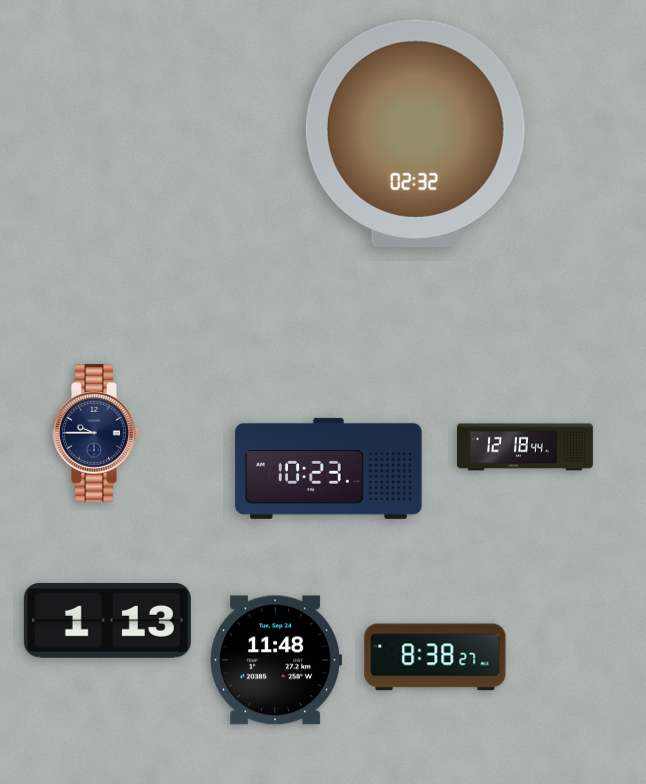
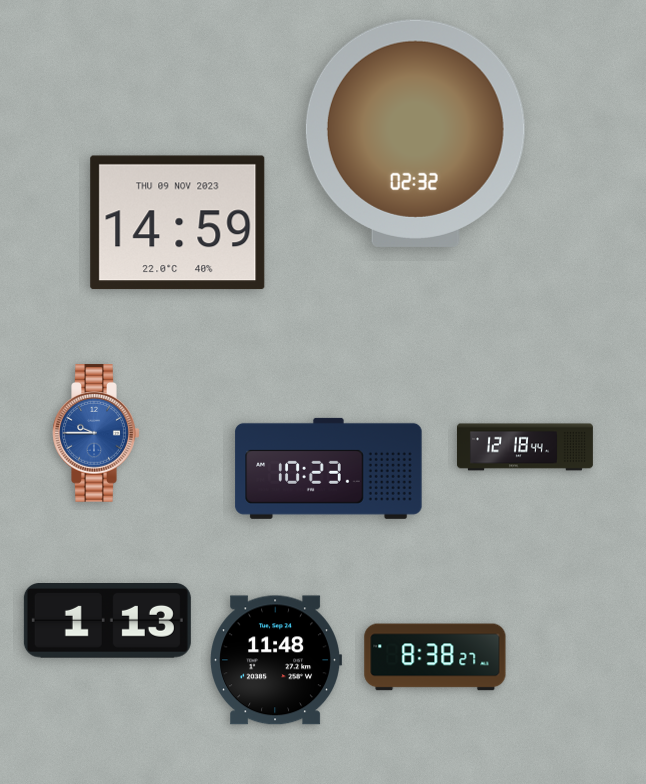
clock at (178, 223): none -> 14:59
clock at (96, 433) dial: navy -> blue
